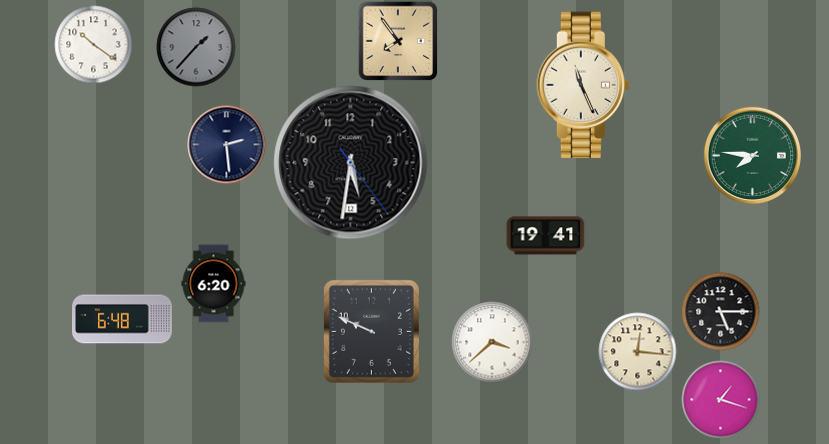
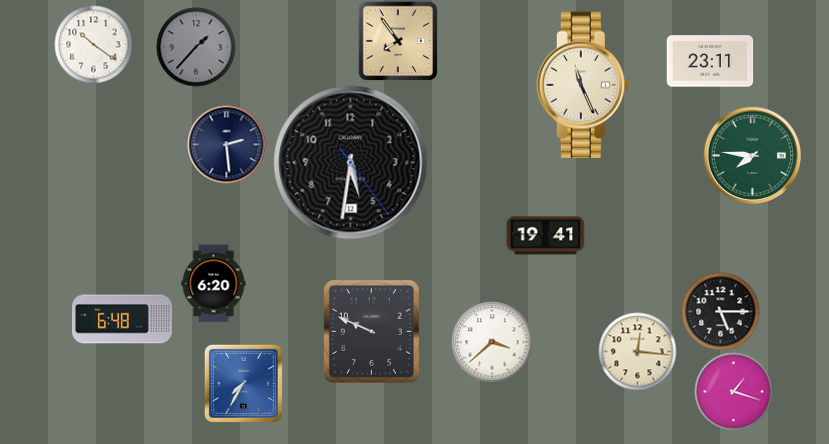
clock at (710, 61): none -> 23:11
clock at (243, 383): none -> 7:35
clock at (720, 399) position: (720, 399) -> (733, 391)
